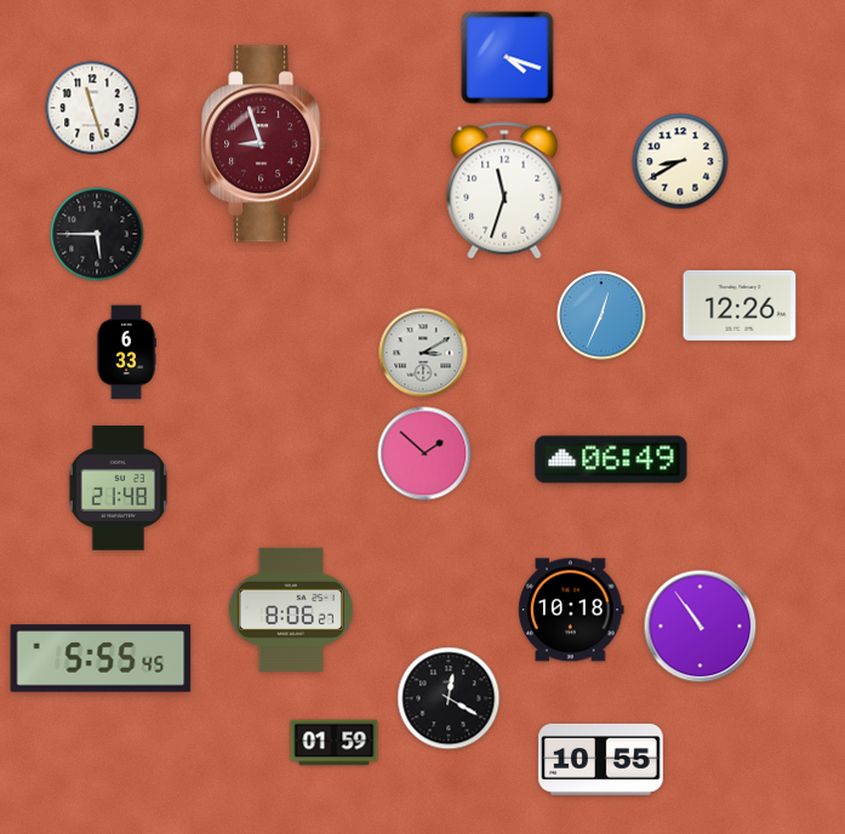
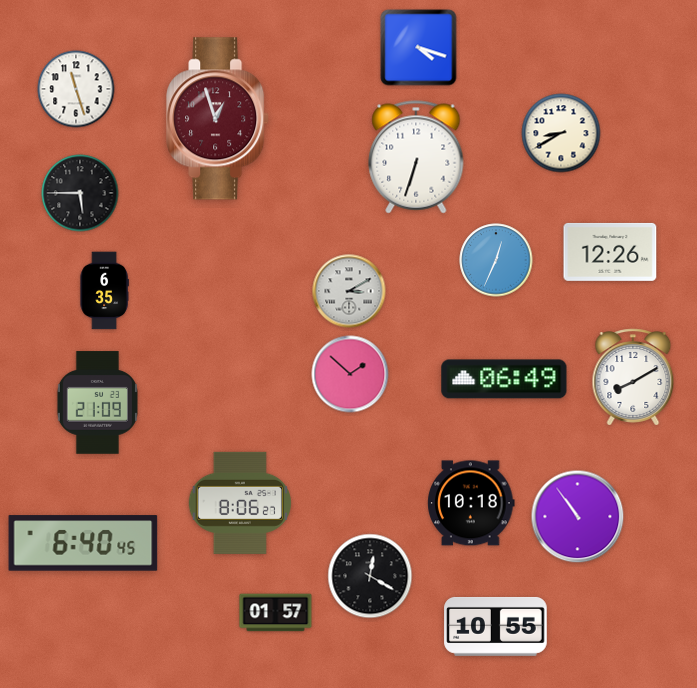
clock at (264, 144): 8:57 -> 12:57
clock at (504, 190): 11:33 -> 6:33
clock at (126, 353): 6:33 -> 6:35
clock at (633, 377): none -> 8:10
clock at (118, 489): 21:48 -> 21:09
clock at (101, 658): 5:55 -> 6:40
clock at (335, 743): 01:59 -> 01:57
